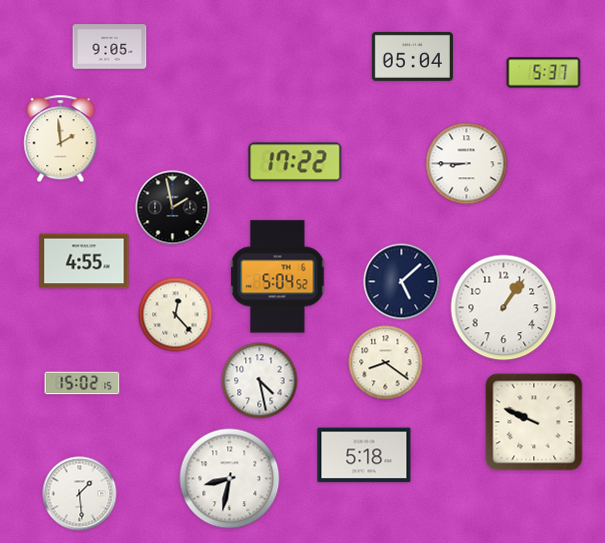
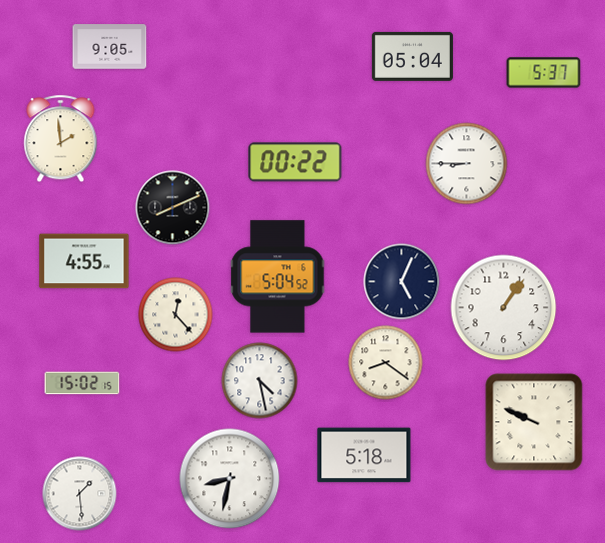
clock at (295, 162): 17:22 -> 00:22
clock at (173, 208): 1:58 -> 8:11
clock at (402, 282): 5:08 -> 5:04
